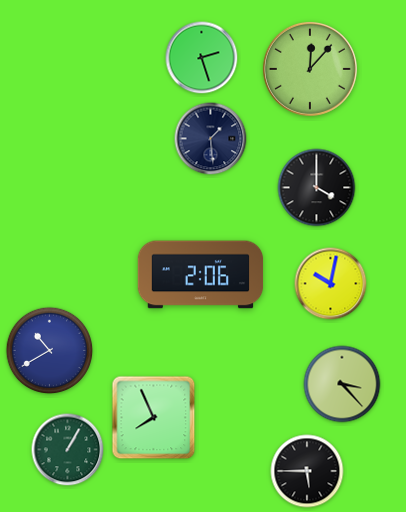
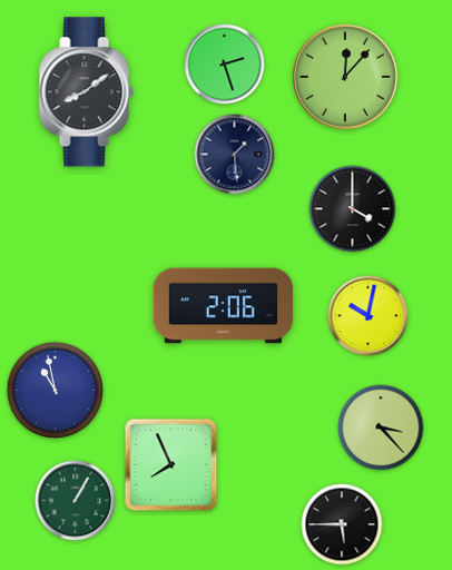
clock at (86, 92): none -> 8:09
clock at (50, 351): 10:40 -> 10:58
